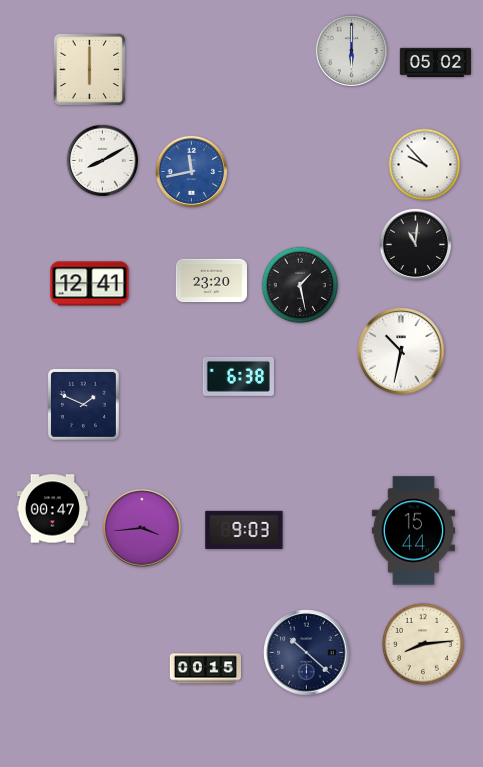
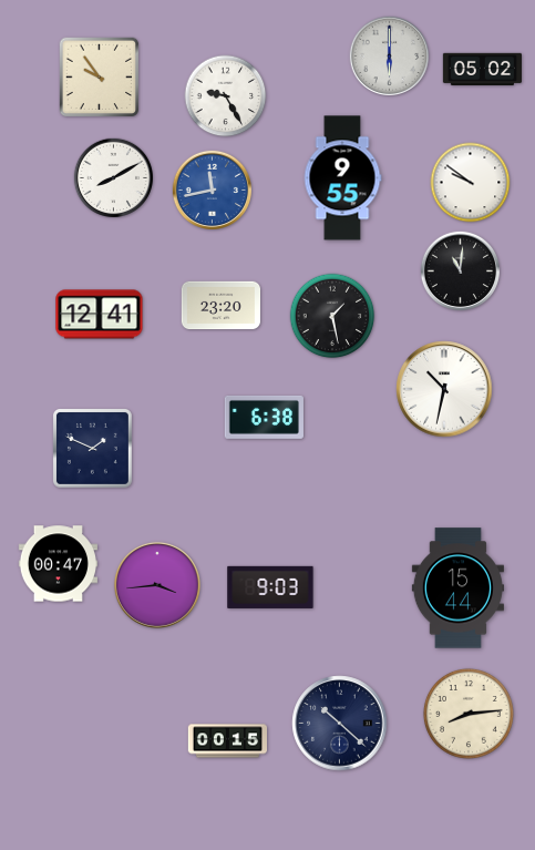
clock at (90, 70): 6:00 -> 9:54
clock at (226, 96): none -> 9:25
clock at (342, 178): none -> 9:55
clock at (425, 165): 9:53 -> 9:51
clock at (211, 281) position: (211, 281) -> (220, 306)
